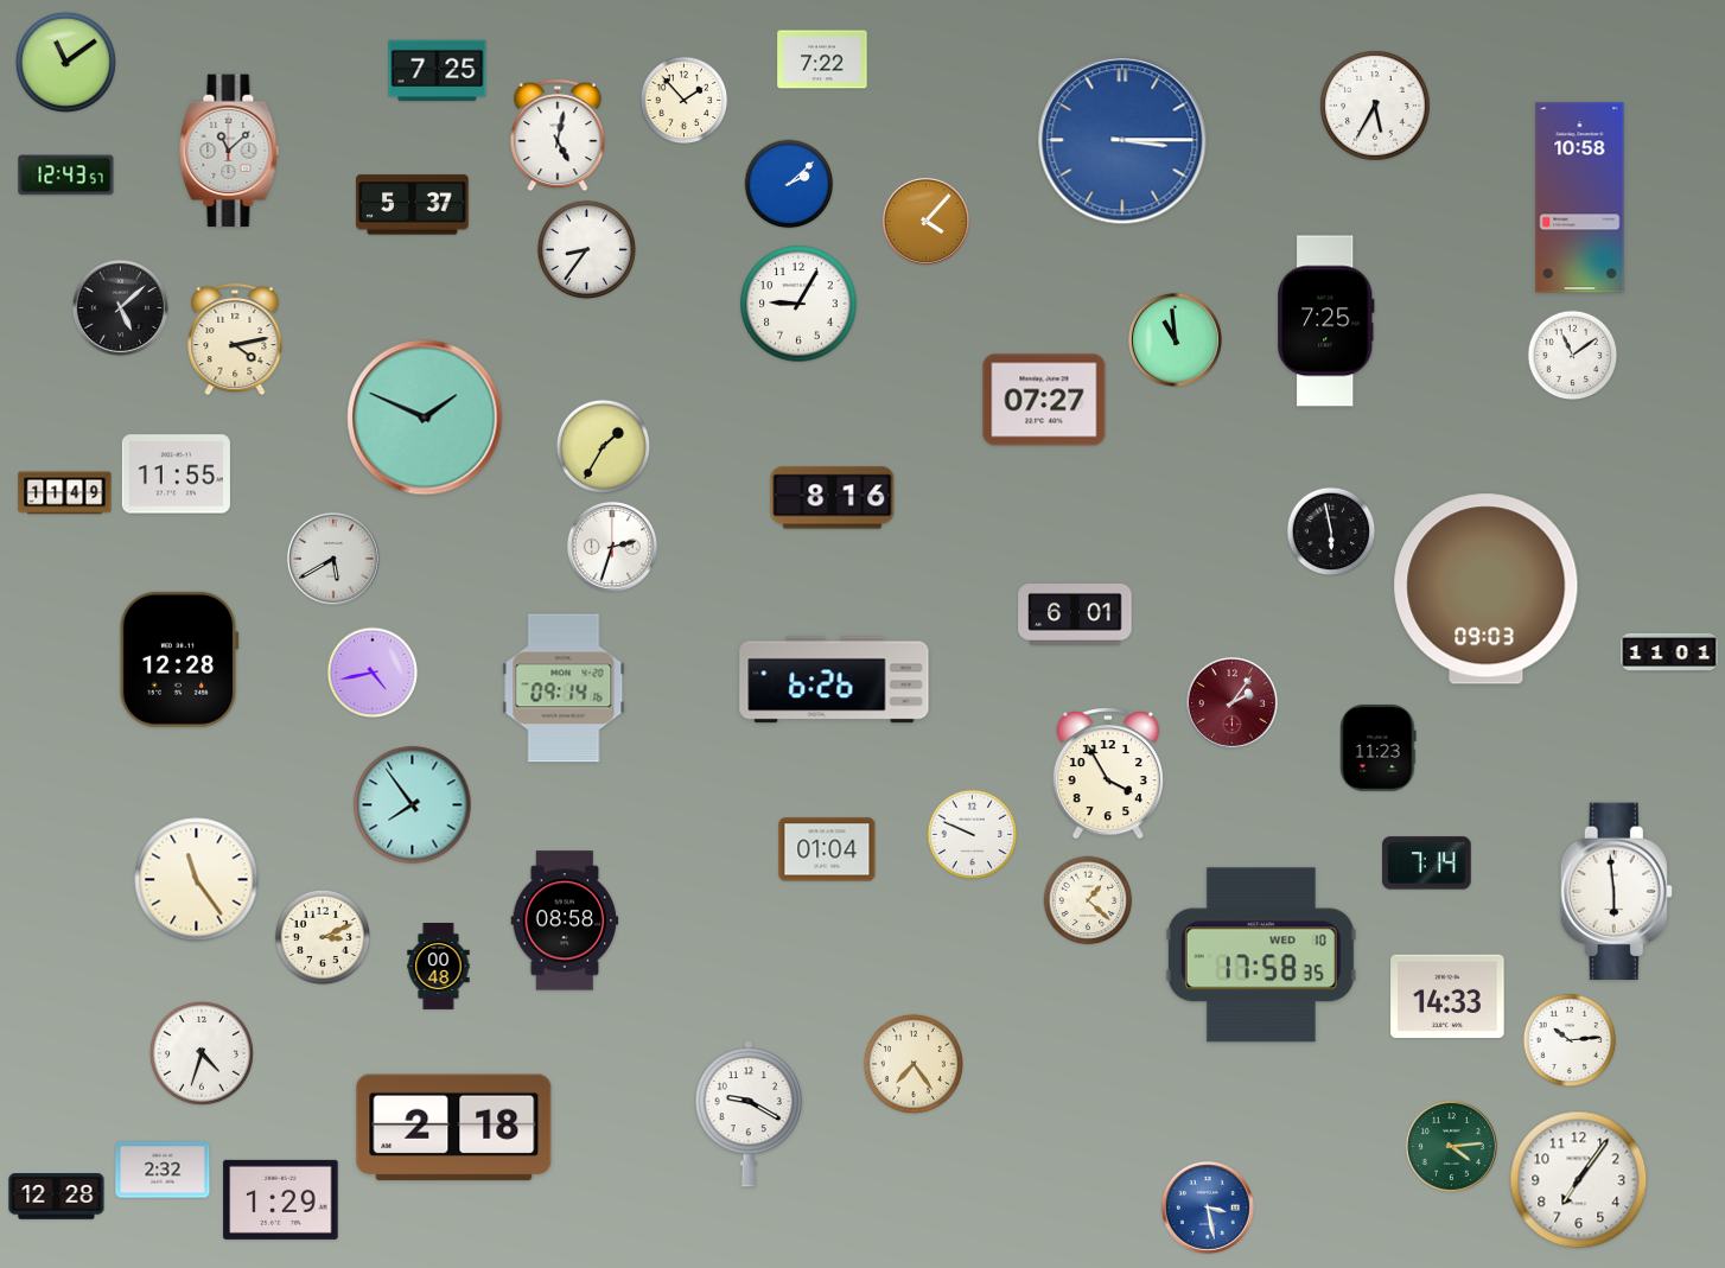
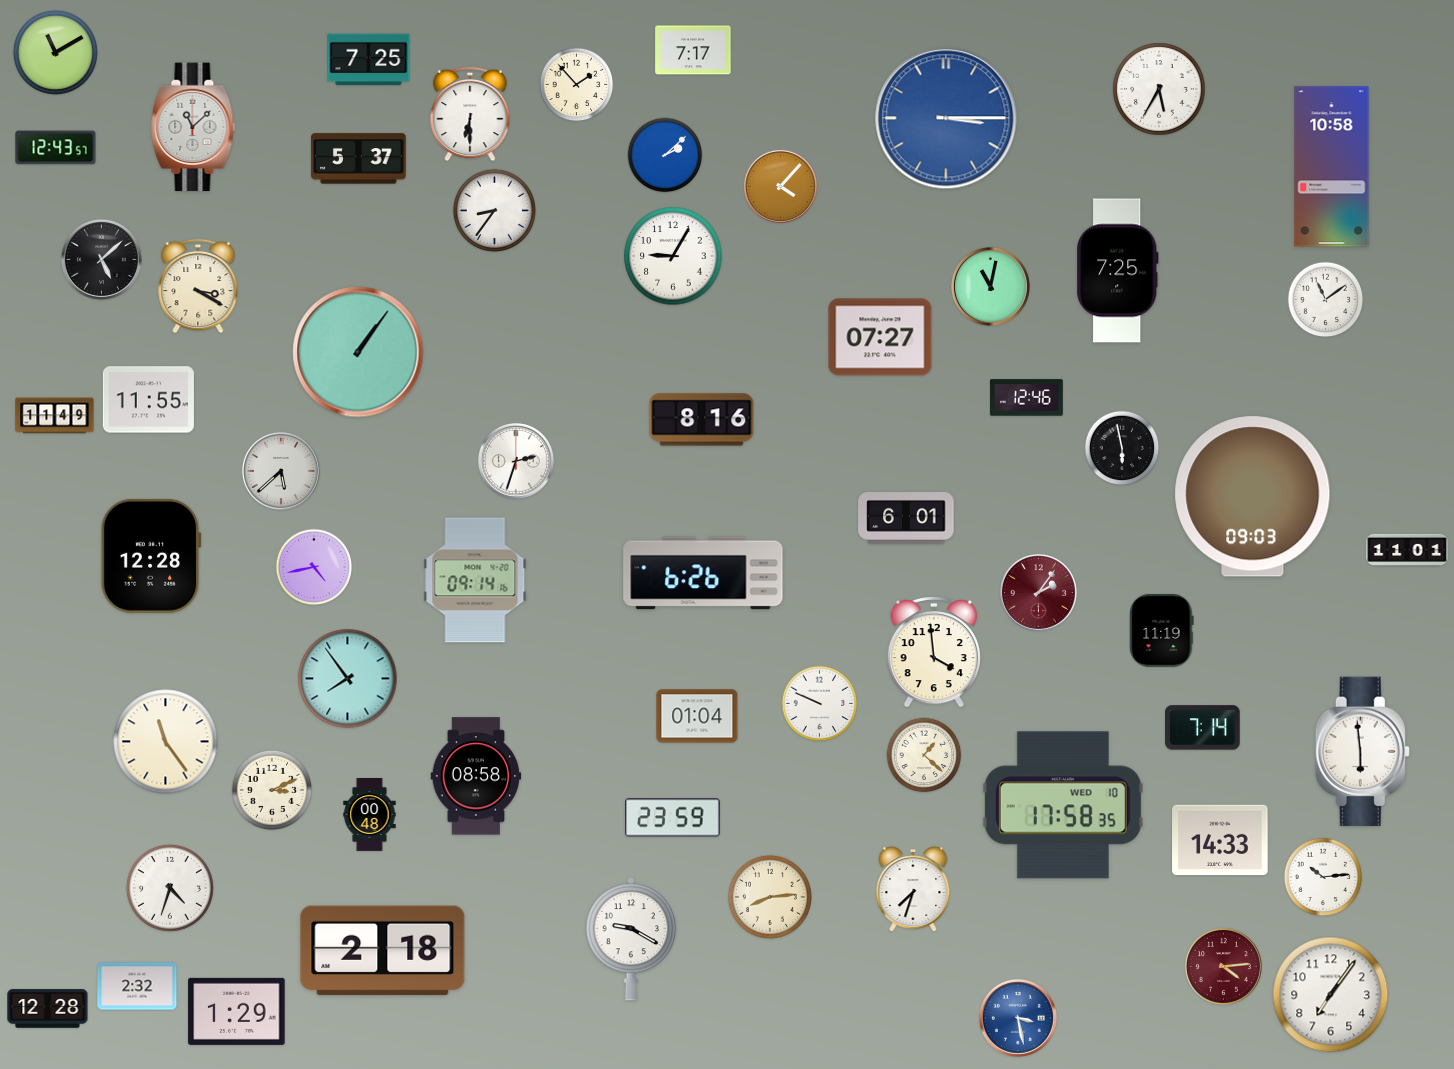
clock at (822, 59): 7:22 -> 7:17
clock at (65, 62): 11:09 -> 11:10
clock at (558, 135): 5:02 -> 6:30
clock at (413, 205) position: (413, 205) -> (359, 159)
clock at (235, 339): 4:13 -> 3:20
clock at (1175, 339): 10:59 -> 11:02
clock at (425, 418): 1:49 -> 1:06
clock at (603, 446): 1:35 -> none
clock at (1026, 398): none -> 12:46
clock at (333, 559): 5:40 -> 5:38
clock at (1379, 747): 11:23 -> 11:19
clock at (1108, 775): 3:55 -> 3:59
clock at (1088, 900) position: (1088, 900) -> (924, 755)
clock at (673, 818): none -> 23:59
clock at (913, 889): none -> 7:33
clock at (914, 1064): 7:24 -> 8:14
clock at (1451, 1146) dial: green -> burgundy
